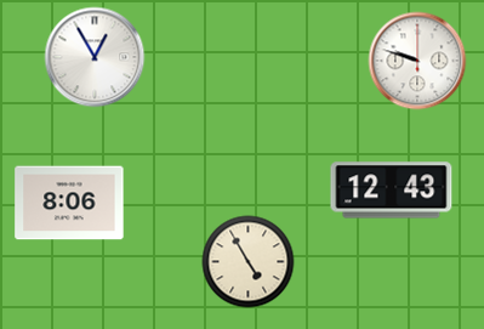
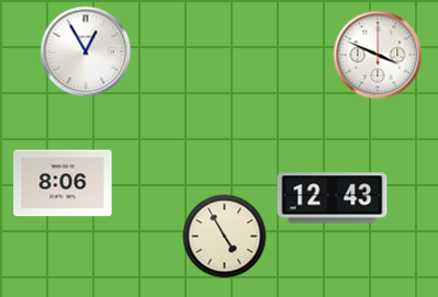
clock at (417, 61): 9:48 -> 3:49
clock at (392, 191) position: (392, 191) -> (333, 198)
